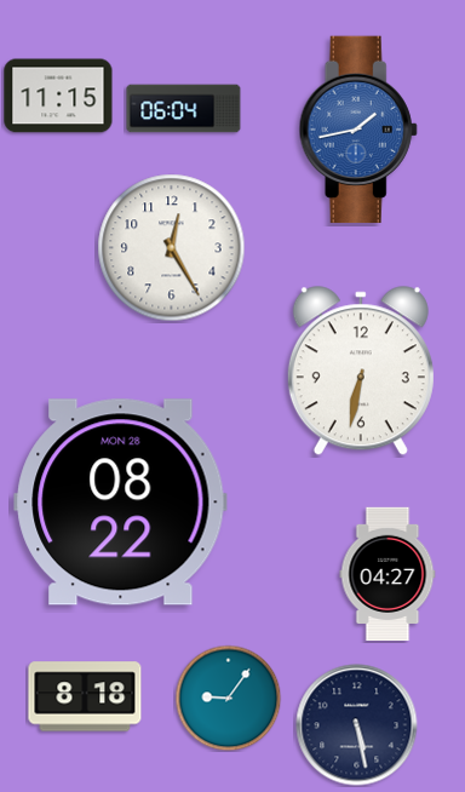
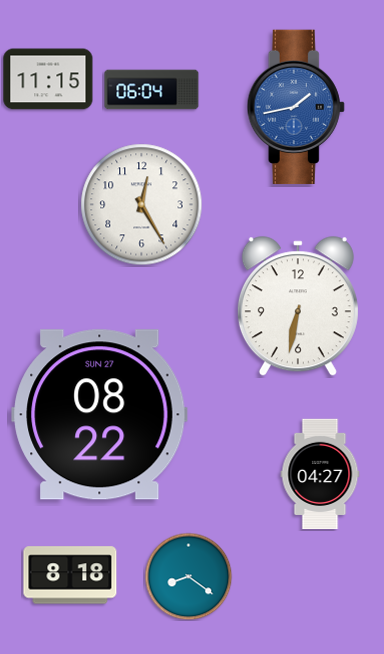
clock at (121, 503) date: MON 28 -> SUN 27
clock at (228, 698): 9:06 -> 8:21
clock at (357, 725): 5:28 -> none
